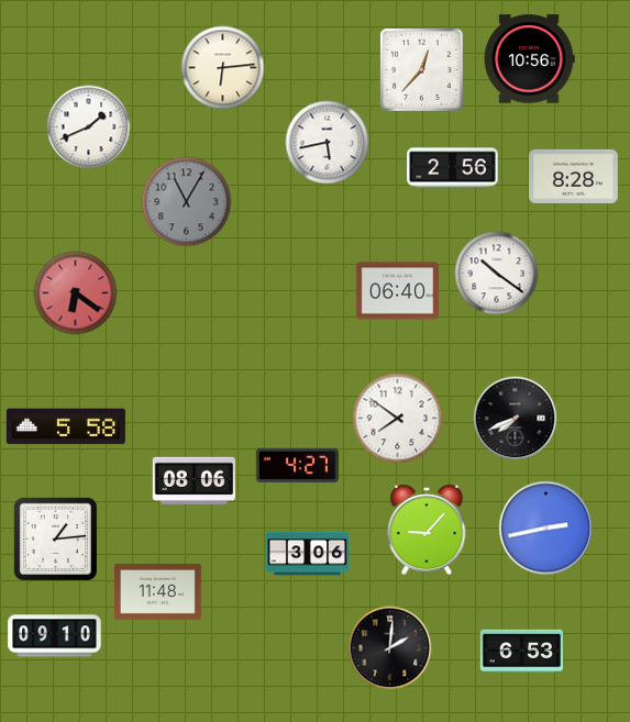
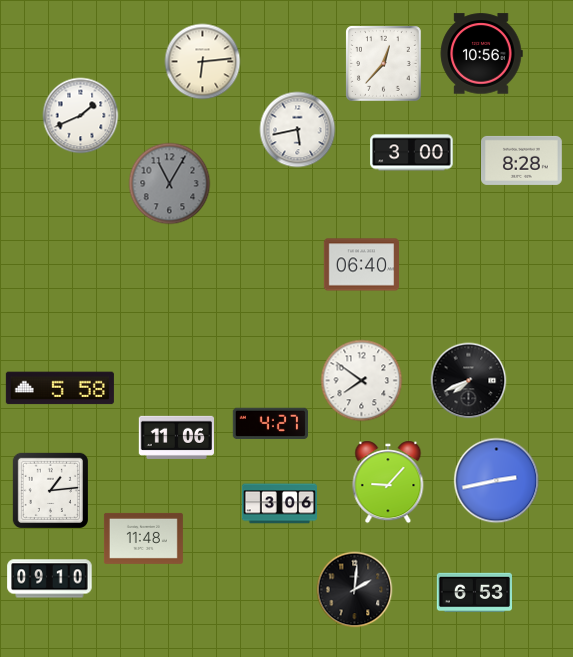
clock at (453, 168): 2:56 -> 3:00
clock at (497, 274): 10:21 -> none
clock at (76, 293): 6:21 -> none
clock at (194, 480): 08:06 -> 11:06
